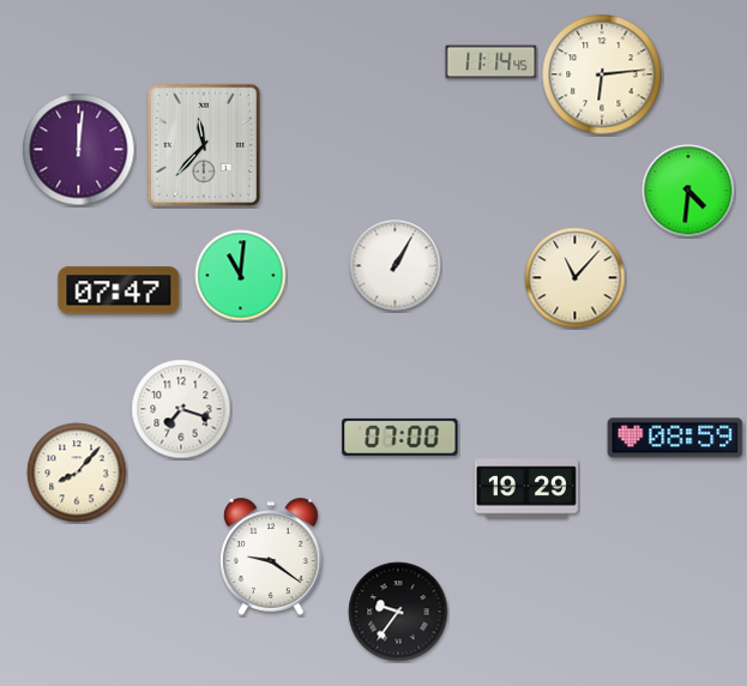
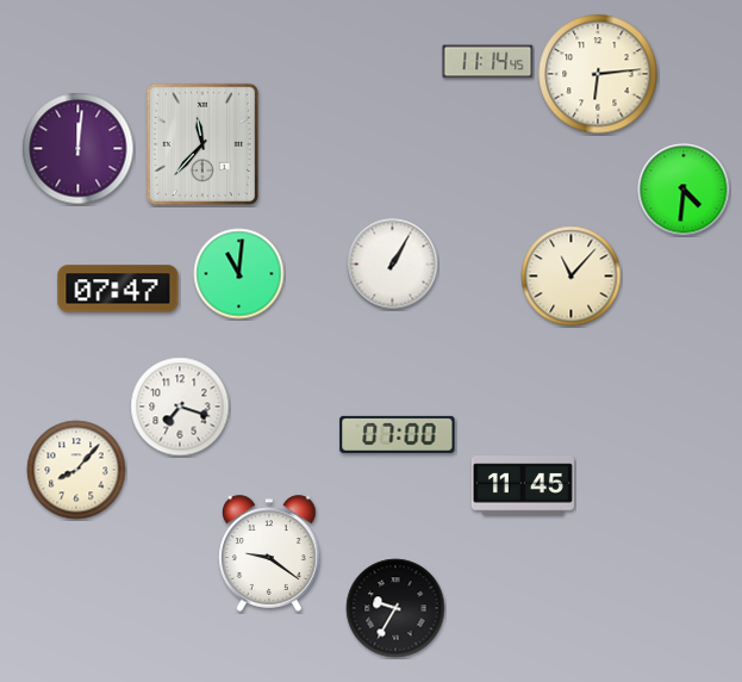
clock at (675, 438): 08:59 -> none
clock at (526, 488): 19:29 -> 11:45
clock at (398, 612): 9:36 -> 9:35
